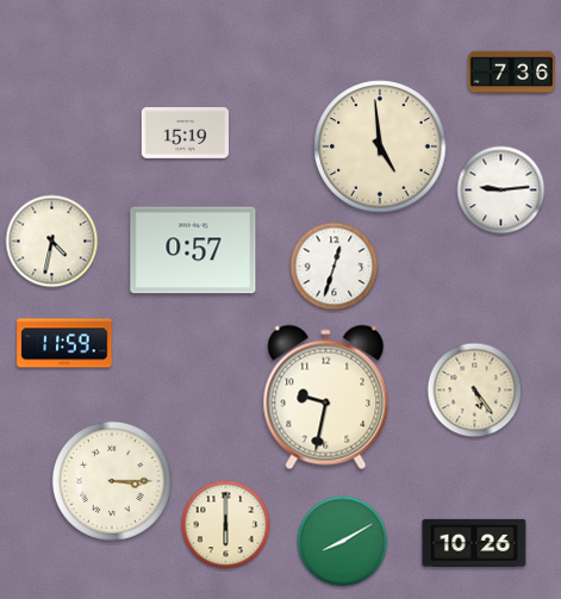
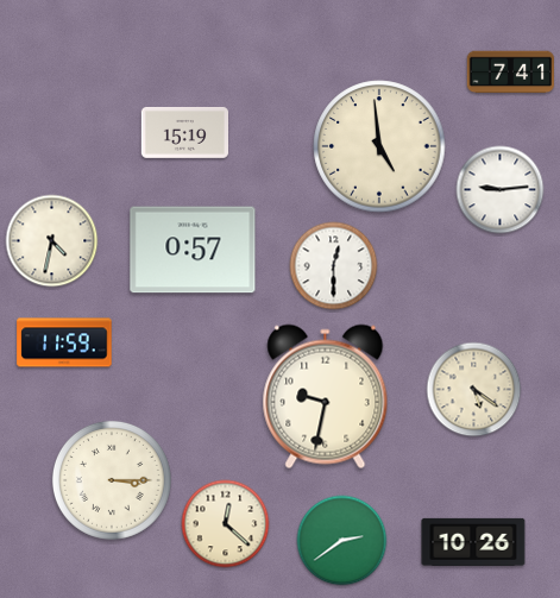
clock at (511, 73): 7:36 -> 7:41
clock at (335, 267): 12:33 -> 12:30
clock at (475, 391): 5:24 -> 5:21
clock at (226, 525): 6:00 -> 12:22
clock at (343, 542): 8:10 -> 2:39
